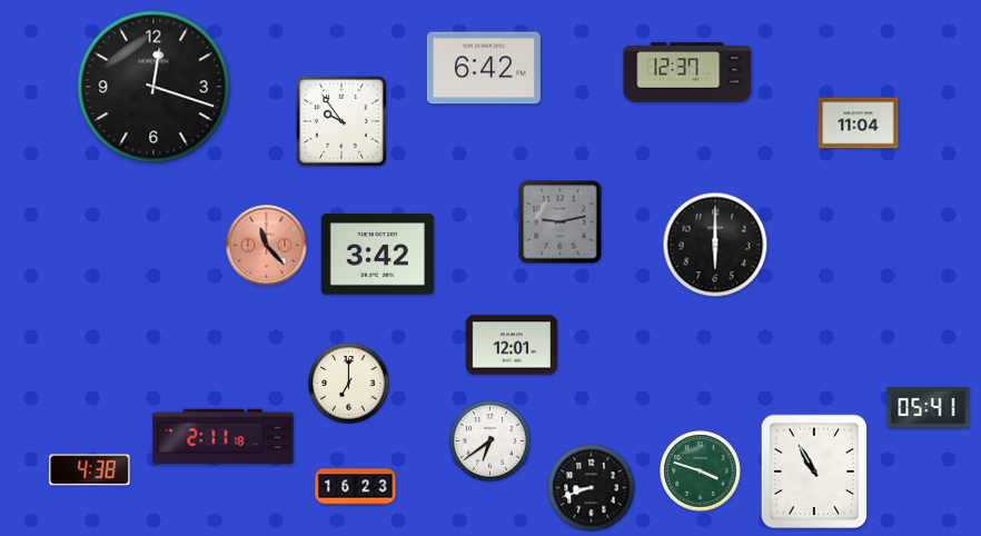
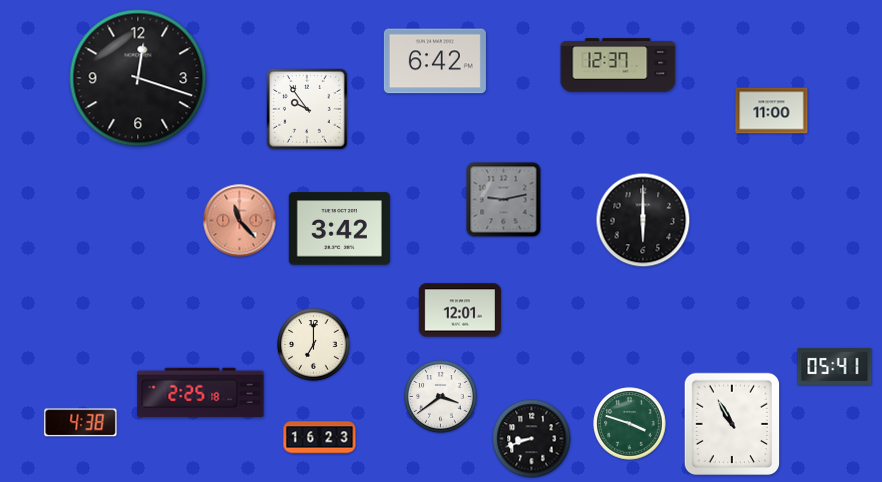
clock at (859, 123): 11:04 -> 11:00
clock at (224, 437): 2:11 -> 2:25
clock at (490, 441): 6:39 -> 3:39
